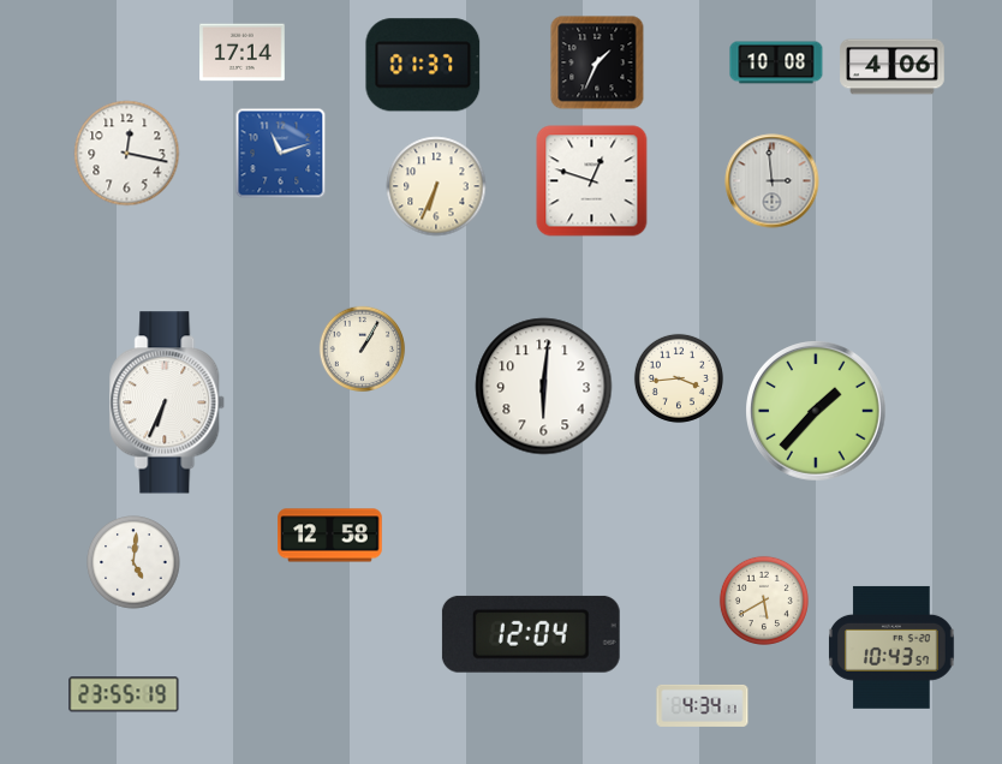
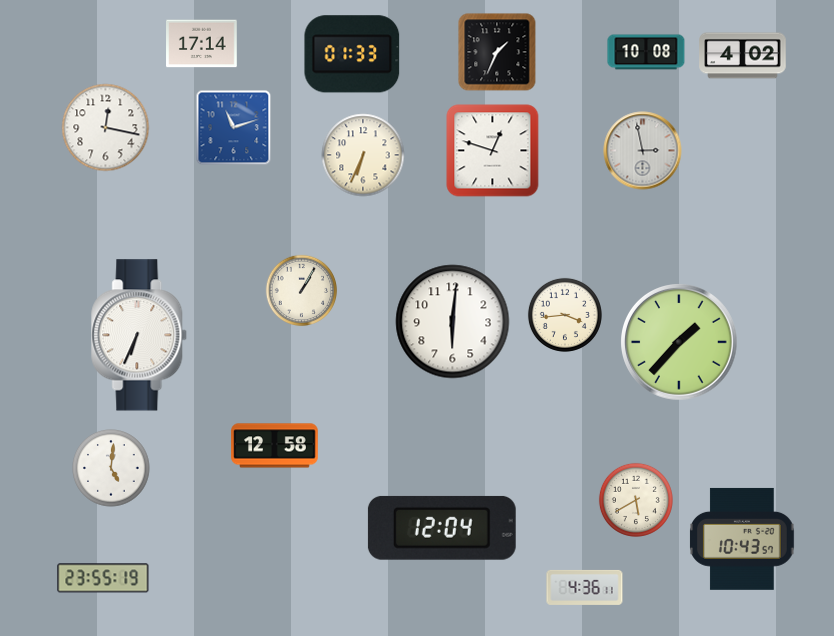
clock at (423, 65): 01:37 -> 01:33
clock at (893, 67): 4:06 -> 4:02
clock at (773, 181): 2:59 -> 2:58
clock at (703, 705): 4:34 -> 4:36
